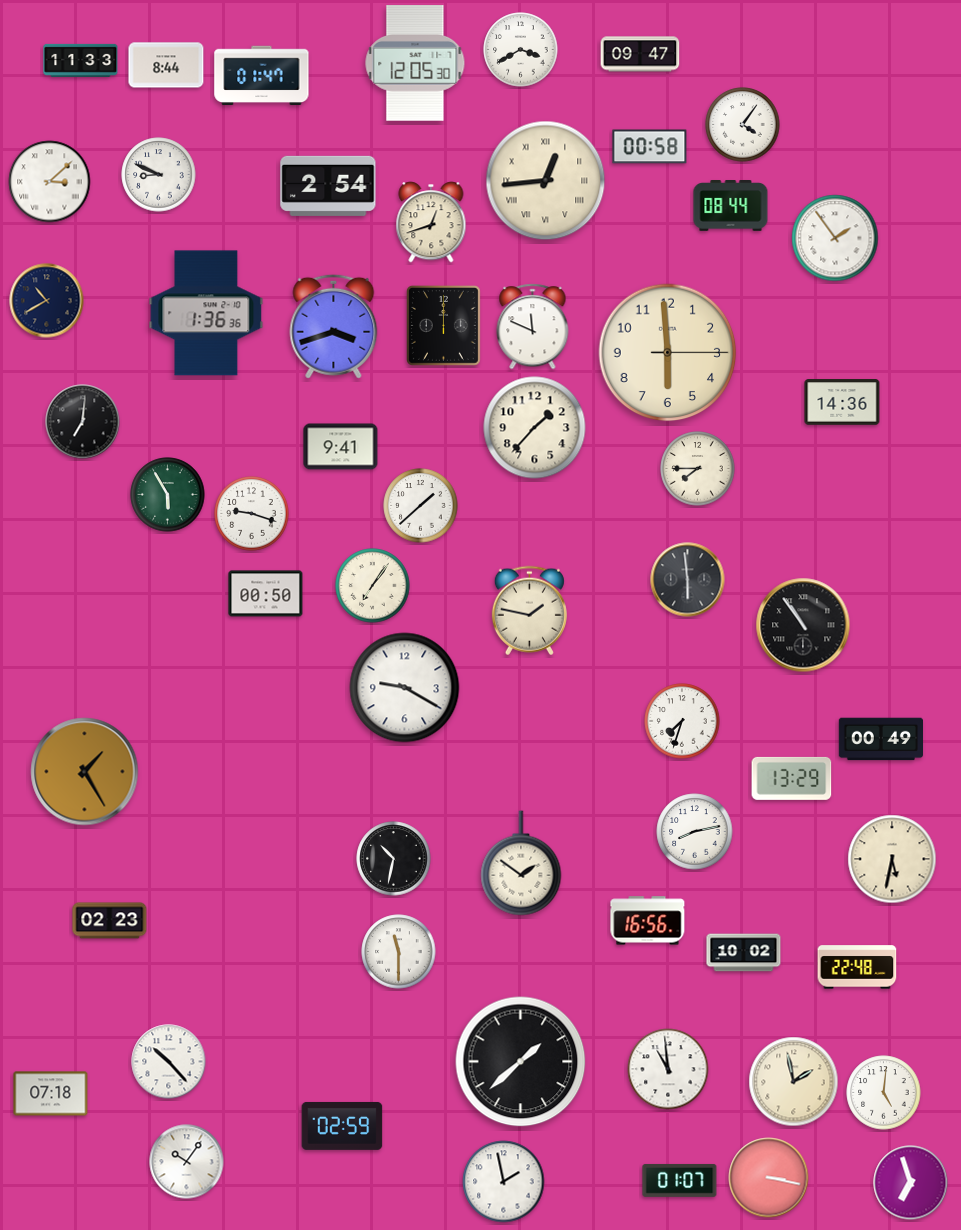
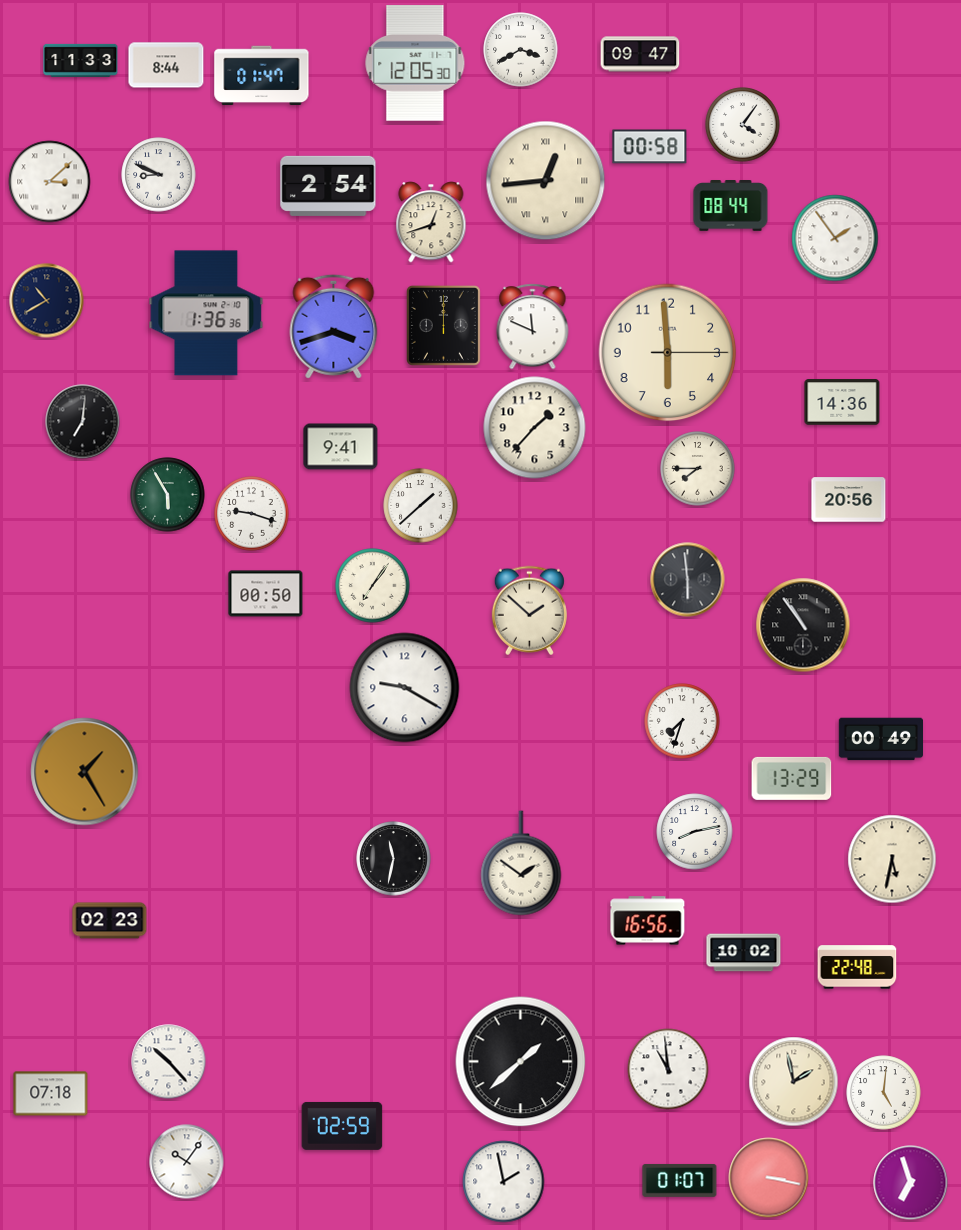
clock at (849, 500): none -> 20:56
clock at (529, 611): 1:47 -> 1:52
clock at (394, 859): 10:32 -> 11:32
clock at (399, 952): 11:30 -> none
